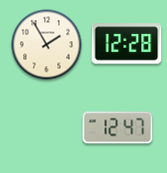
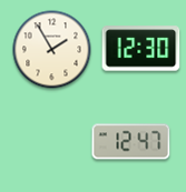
clock at (127, 44): 12:28 -> 12:30
